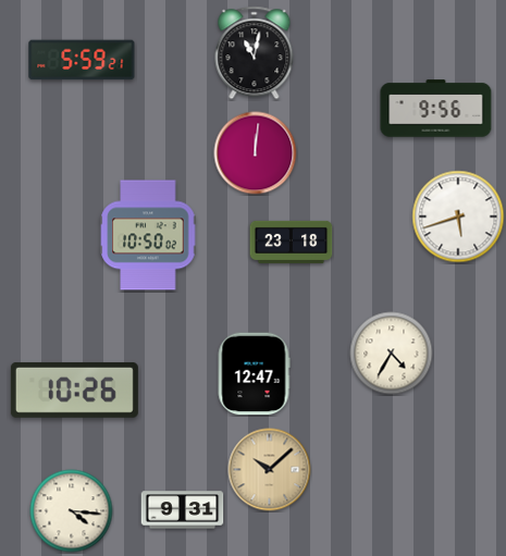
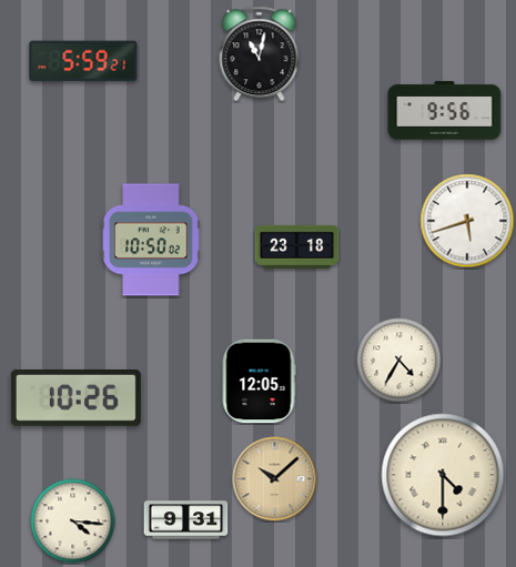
clock at (256, 153): 12:01 -> none
clock at (254, 374): 12:47 -> 12:05
clock at (443, 475): none -> 4:30
